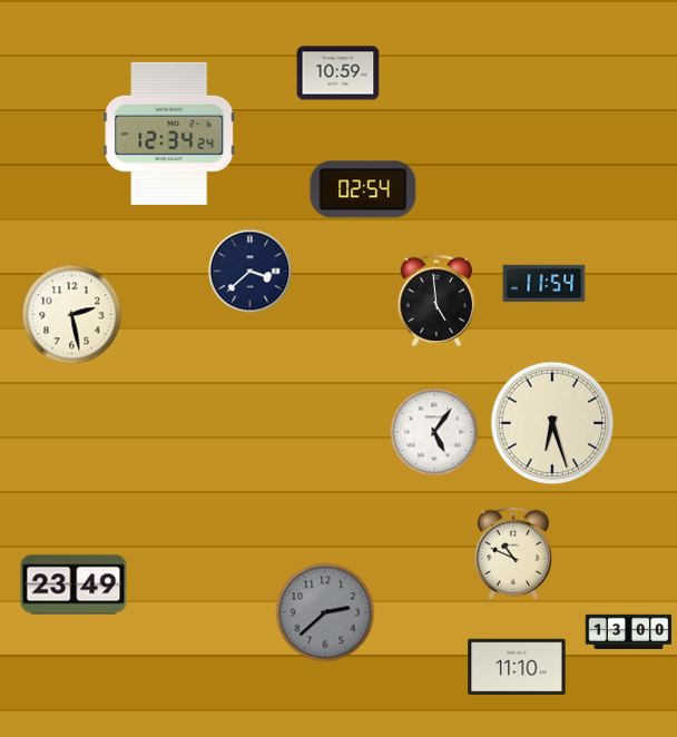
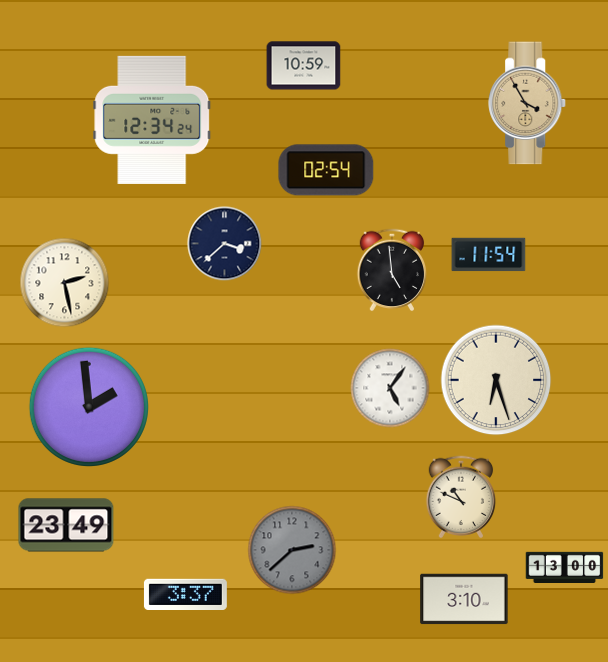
clock at (528, 103): none -> 3:55
clock at (89, 407): none -> 1:59
clock at (185, 594): none -> 3:37
clock at (517, 667): 11:10 -> 3:10
